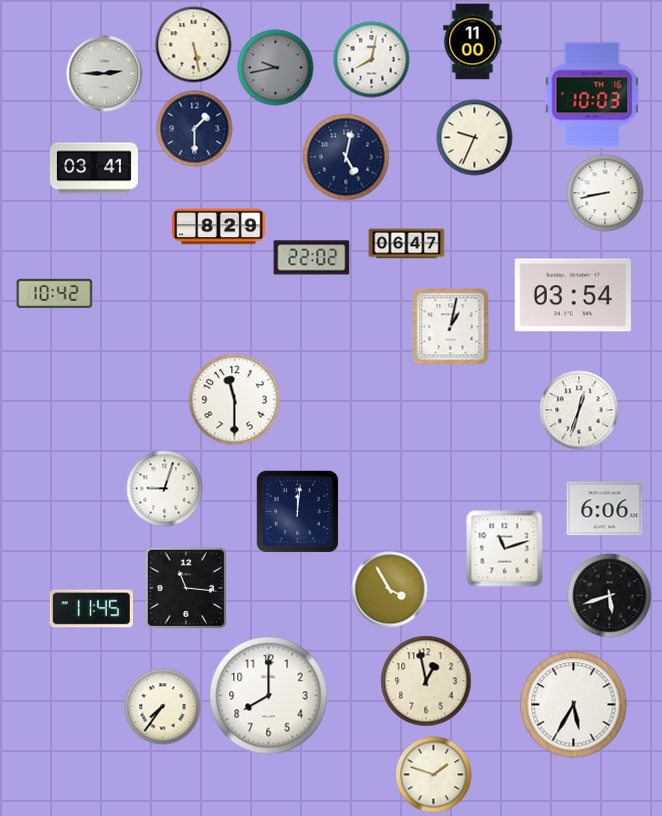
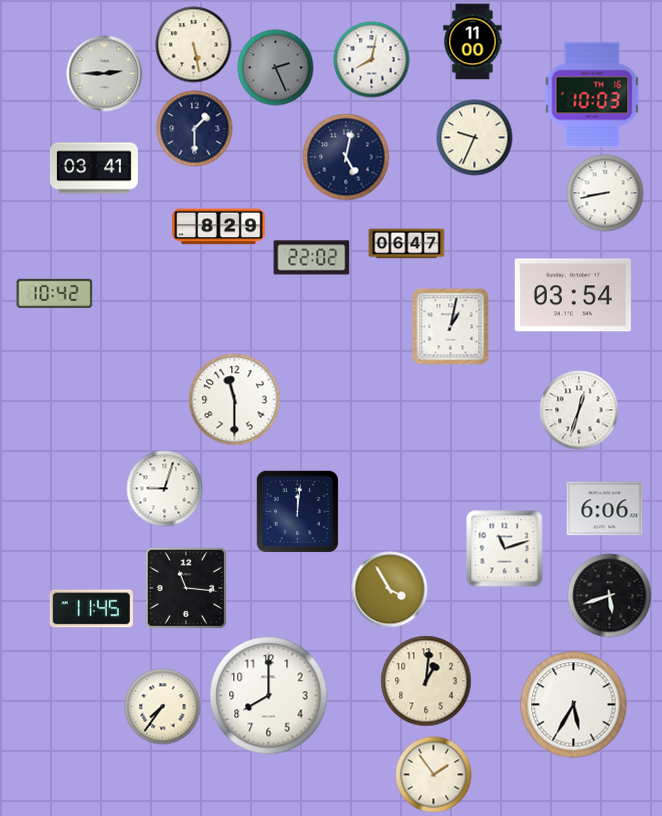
clock at (276, 68): 9:43 -> 2:26
clock at (426, 681): 12:58 -> 1:01
clock at (434, 775): 1:48 -> 1:54
